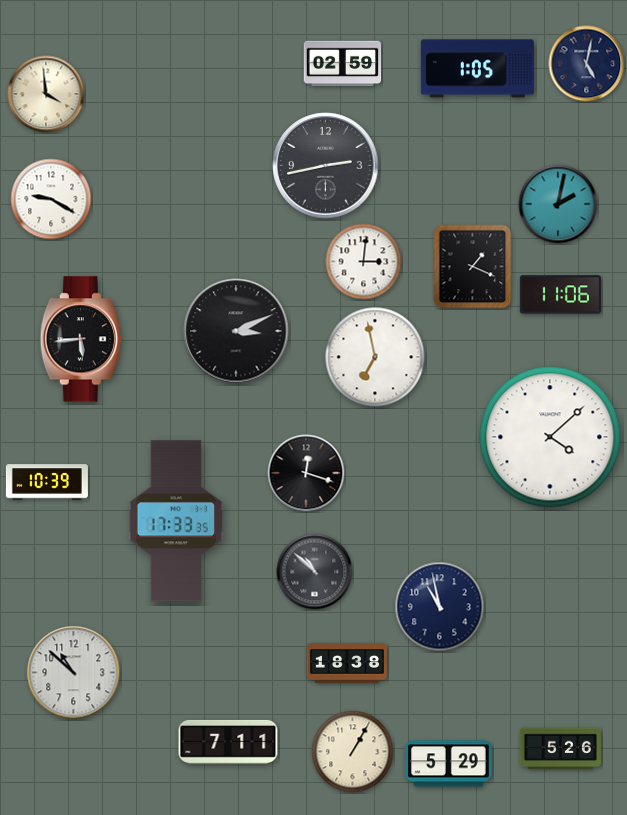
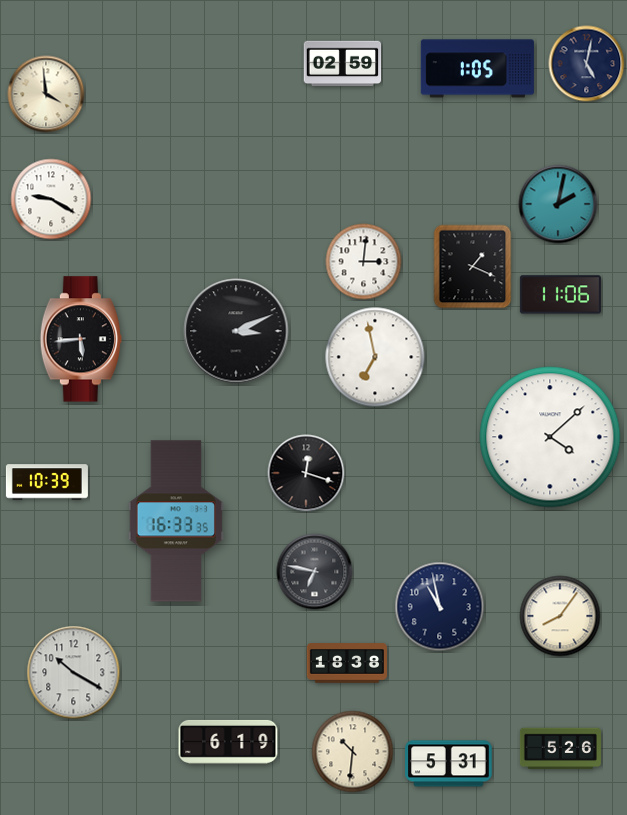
clock at (326, 166): 2:43 -> none
clock at (176, 521): 17:33 -> 16:33
clock at (315, 572): 10:52 -> 6:47
clock at (560, 616): none -> 8:06
clock at (74, 673): 10:52 -> 10:20
clock at (228, 742): 7:11 -> 6:19
clock at (353, 752): 1:05 -> 10:31
clock at (449, 764): 5:29 -> 5:31
